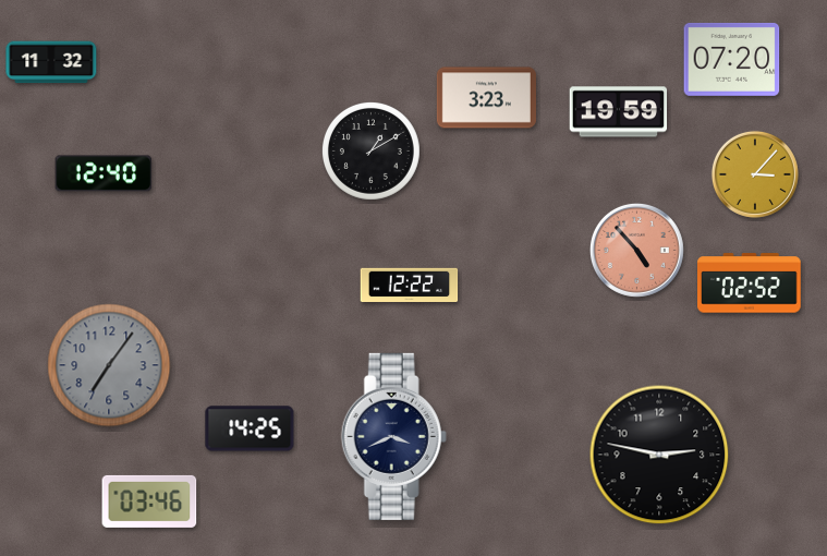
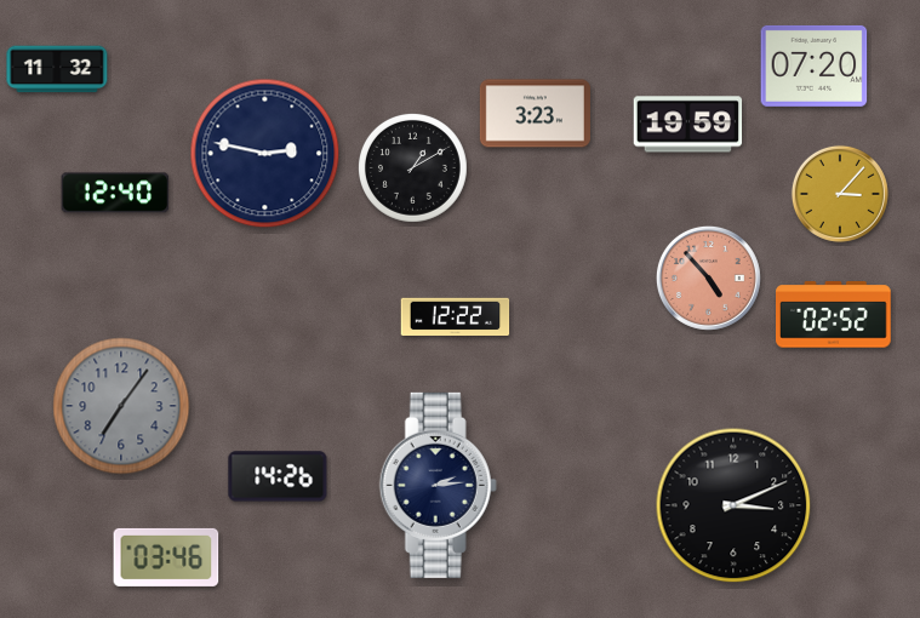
clock at (486, 98) position: (486, 98) -> (535, 114)
clock at (265, 154): none -> 2:47
clock at (250, 428): 14:25 -> 14:26
clock at (393, 436): 3:41 -> 2:14
clock at (659, 455): 2:47 -> 3:11
